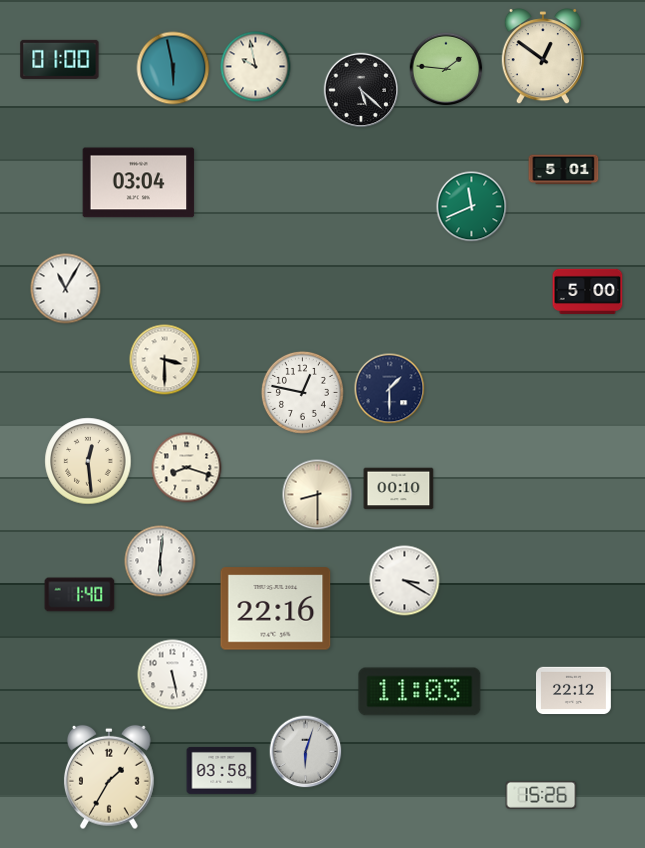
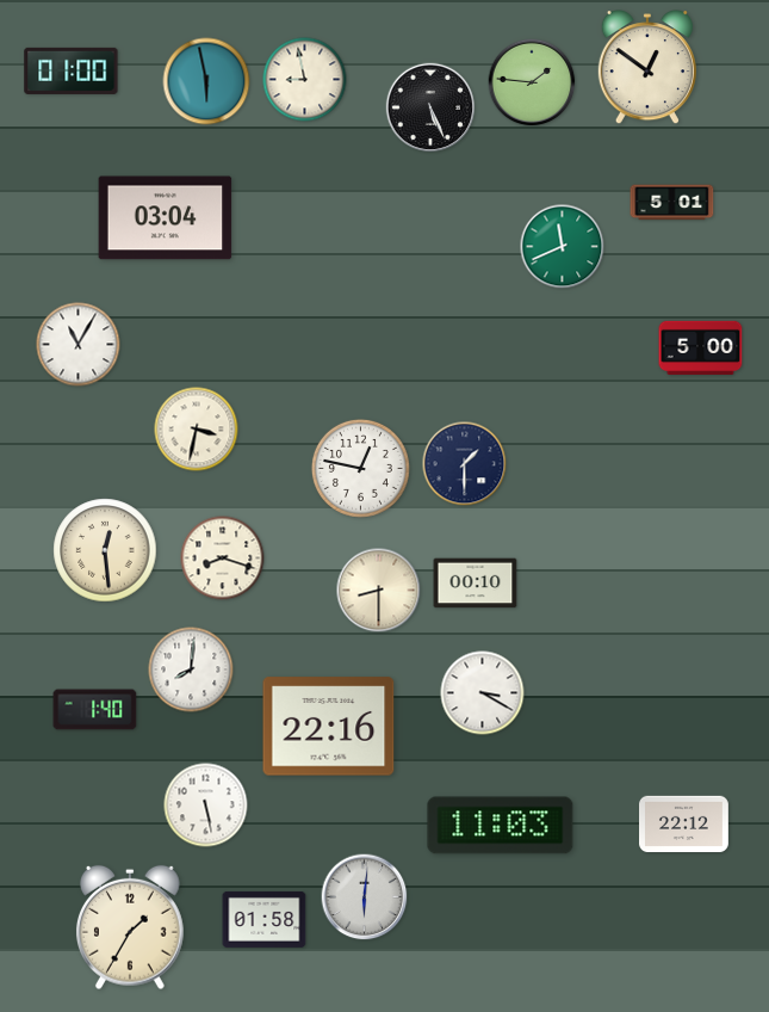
clock at (256, 67): 9:58 -> 8:58
clock at (361, 90): 5:22 -> 5:26
clock at (165, 360): 3:30 -> 3:32
clock at (160, 561): 6:01 -> 8:01
clock at (306, 752): 6:03 -> 6:01
clock at (222, 770): 03:58 -> 01:58
clock at (541, 795): 15:26 -> none
